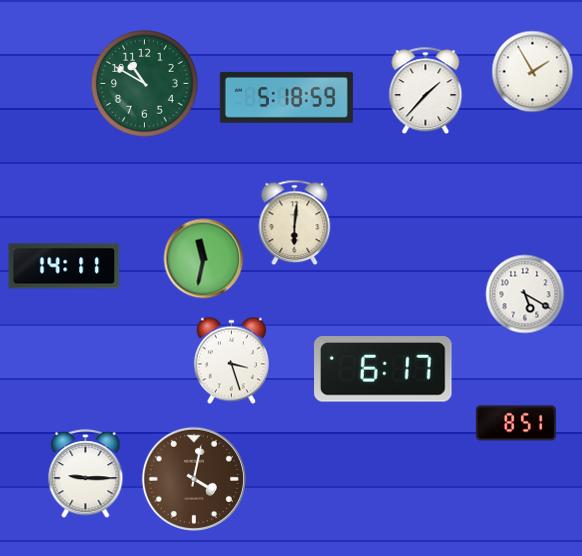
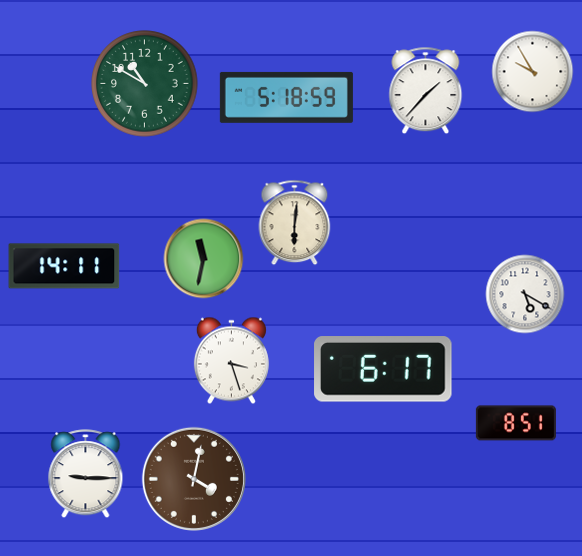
clock at (533, 72): 1:55 -> 9:55
